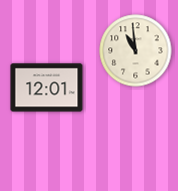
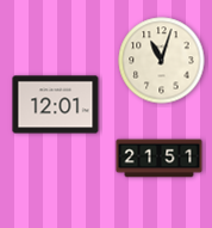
clock at (136, 51): 10:59 -> 11:03
clock at (160, 159): none -> 21:51
